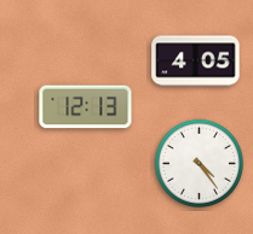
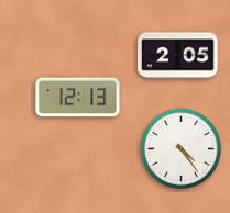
clock at (196, 62): 4:05 -> 2:05
